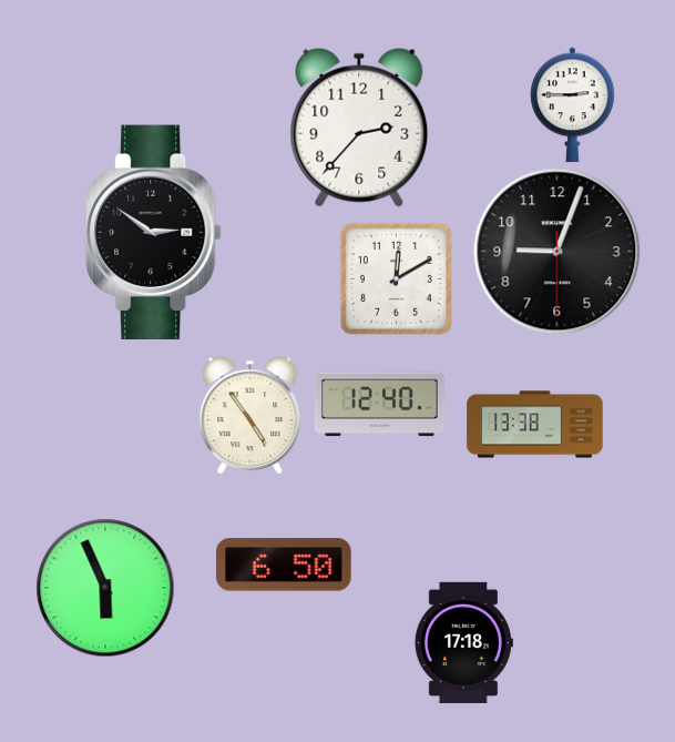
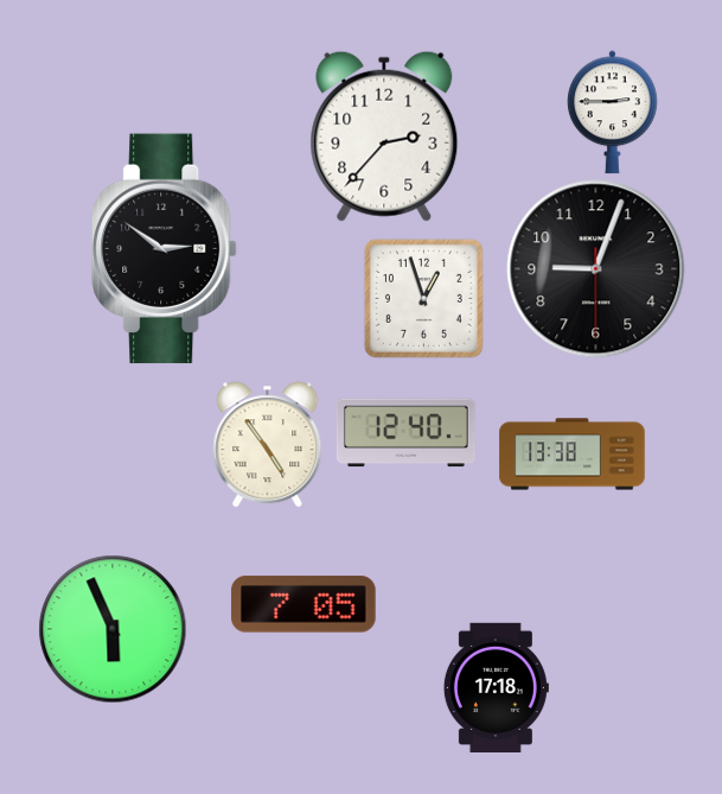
clock at (396, 278): 12:10 -> 12:57
clock at (284, 565): 6:50 -> 7:05
